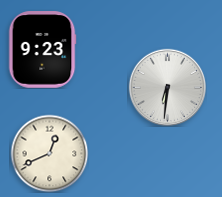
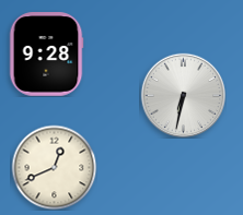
clock at (42, 50): 9:23 -> 9:28
clock at (167, 87): 6:31 -> 6:32
